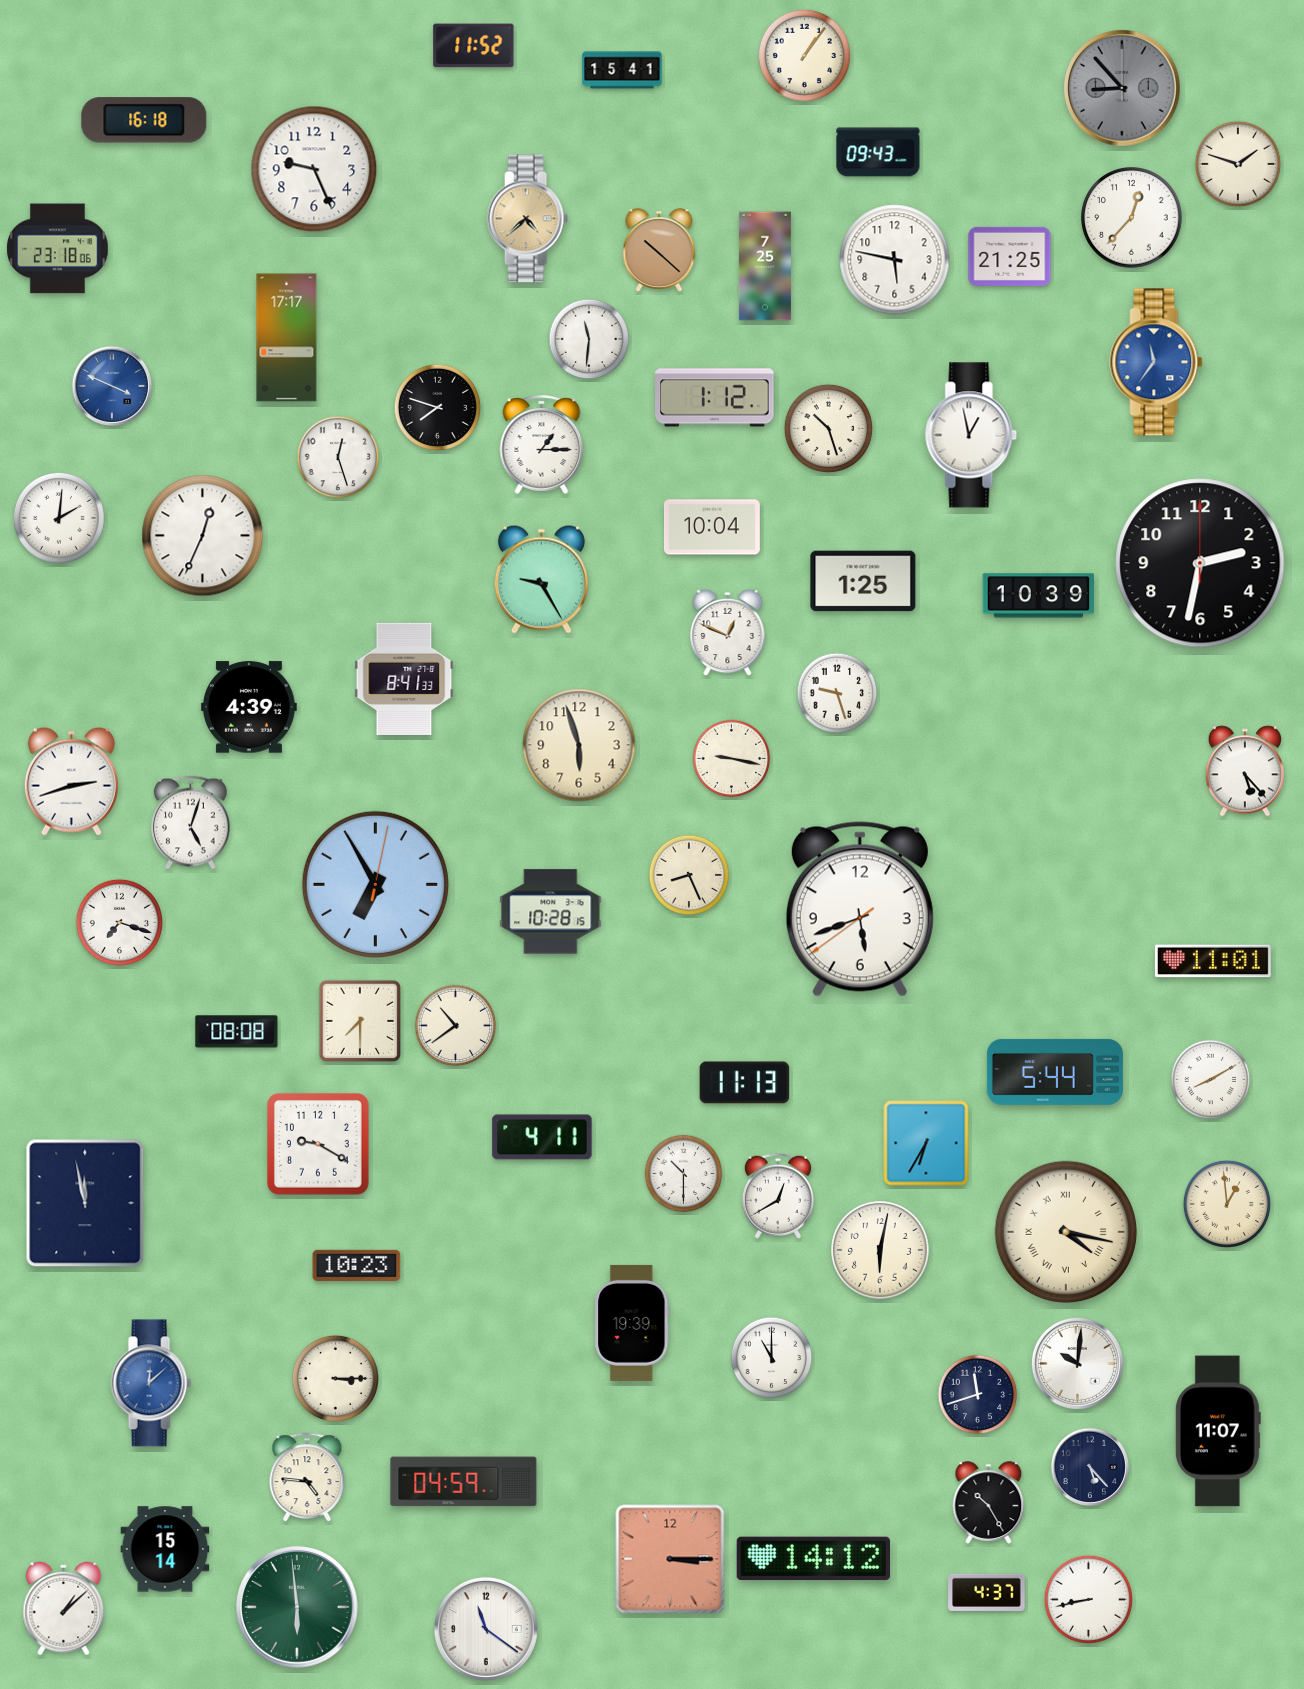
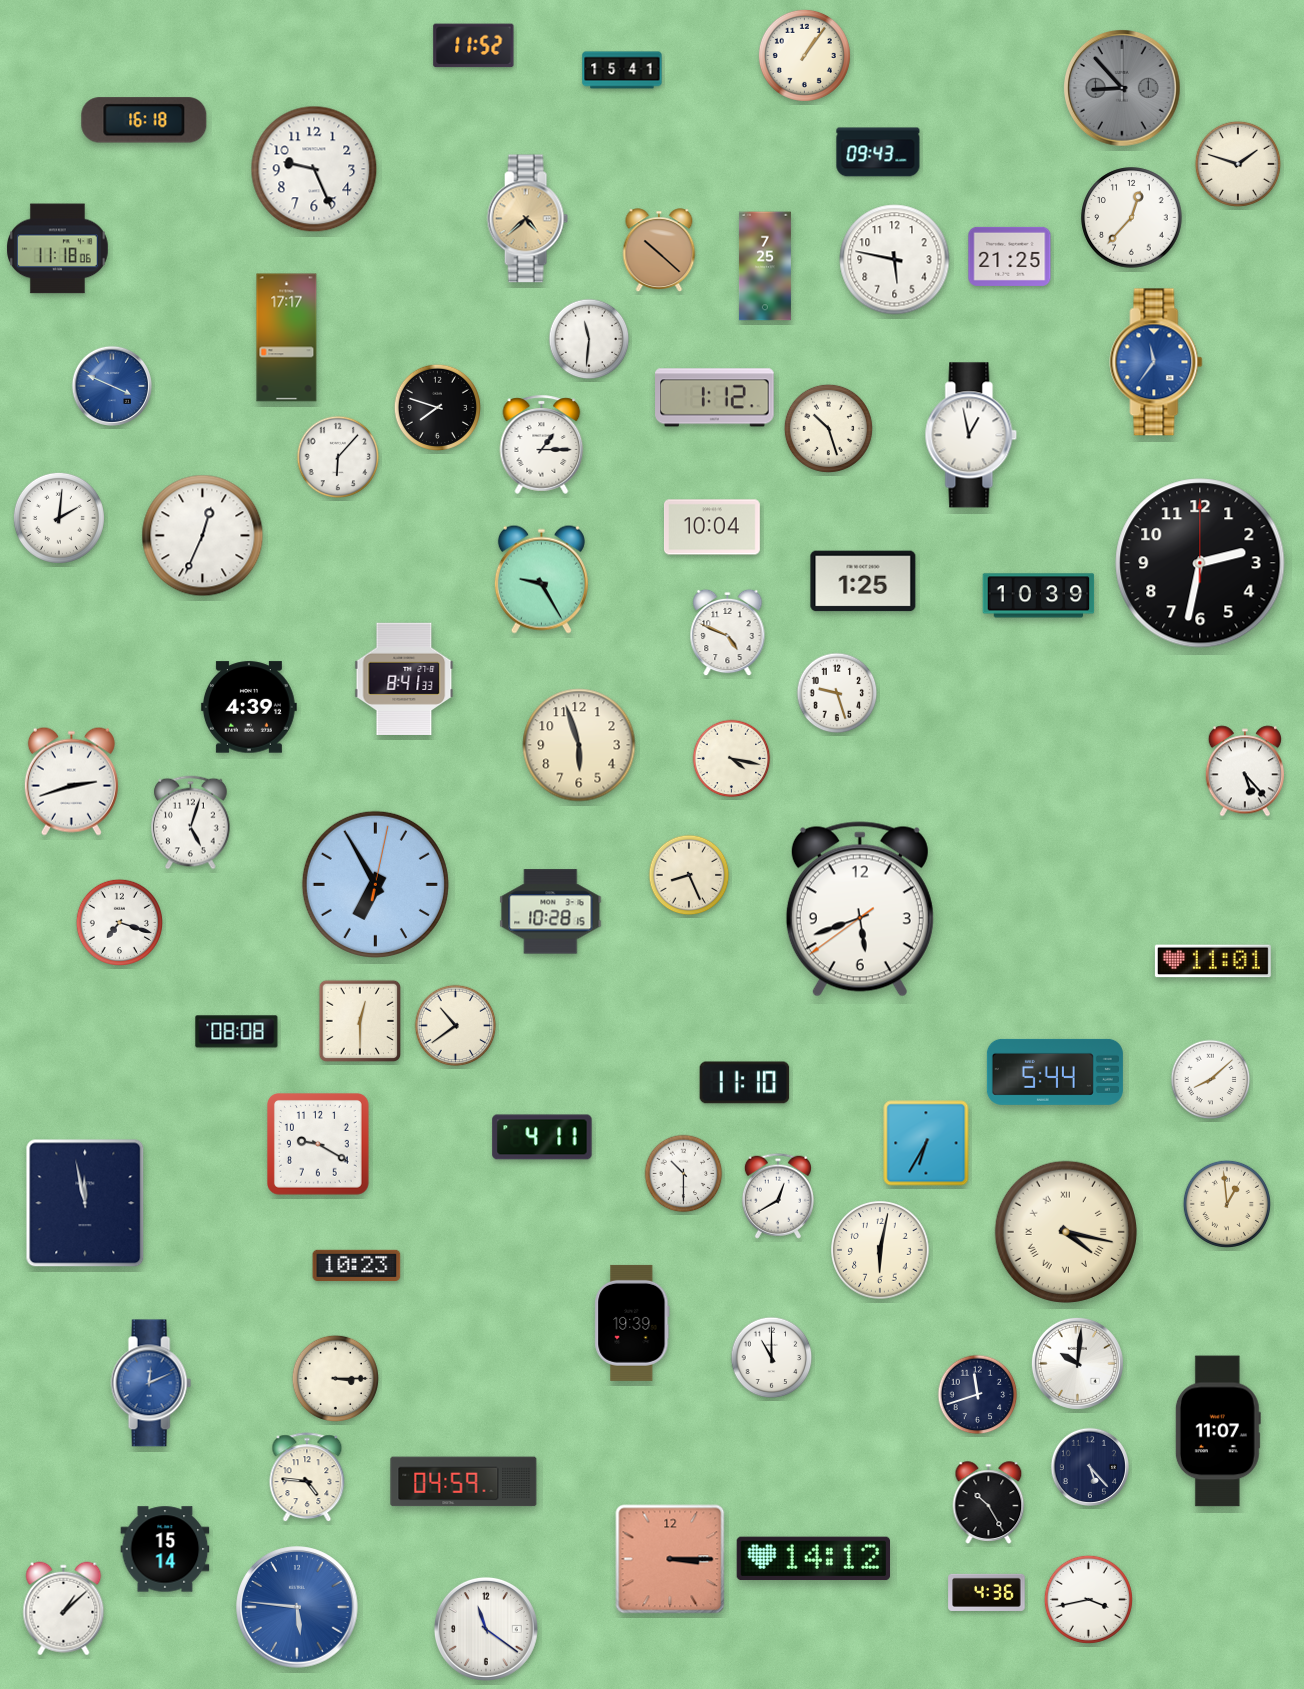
clock at (58, 249): 23:18 -> 11:18
clock at (338, 457): 12:27 -> 6:07
clock at (728, 633): 12:49 -> 4:49
clock at (732, 759): 9:17 -> 4:17
clock at (359, 1020): 7:30 -> 12:30
clock at (1211, 1080): 8:10 -> 8:08
clock at (745, 1083): 11:13 -> 11:10
clock at (151, 1383): 12:08 -> 12:11
clock at (987, 1592): 4:37 -> 4:36
clock at (1088, 1599): 8:43 -> 3:43
clock at (297, 1607): 5:59 -> 5:46
clock at (297, 1607) dial: green -> blue
